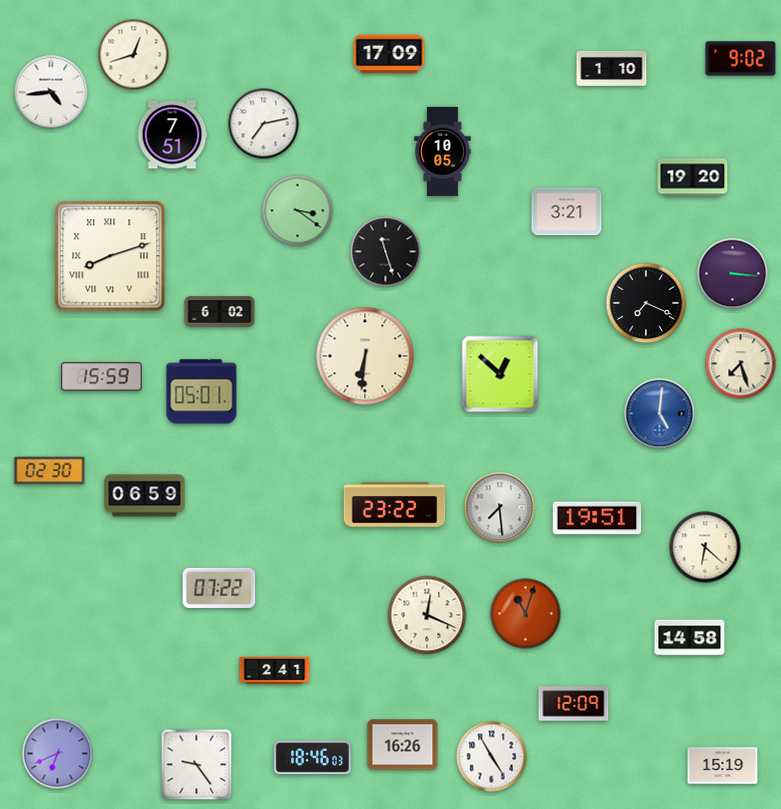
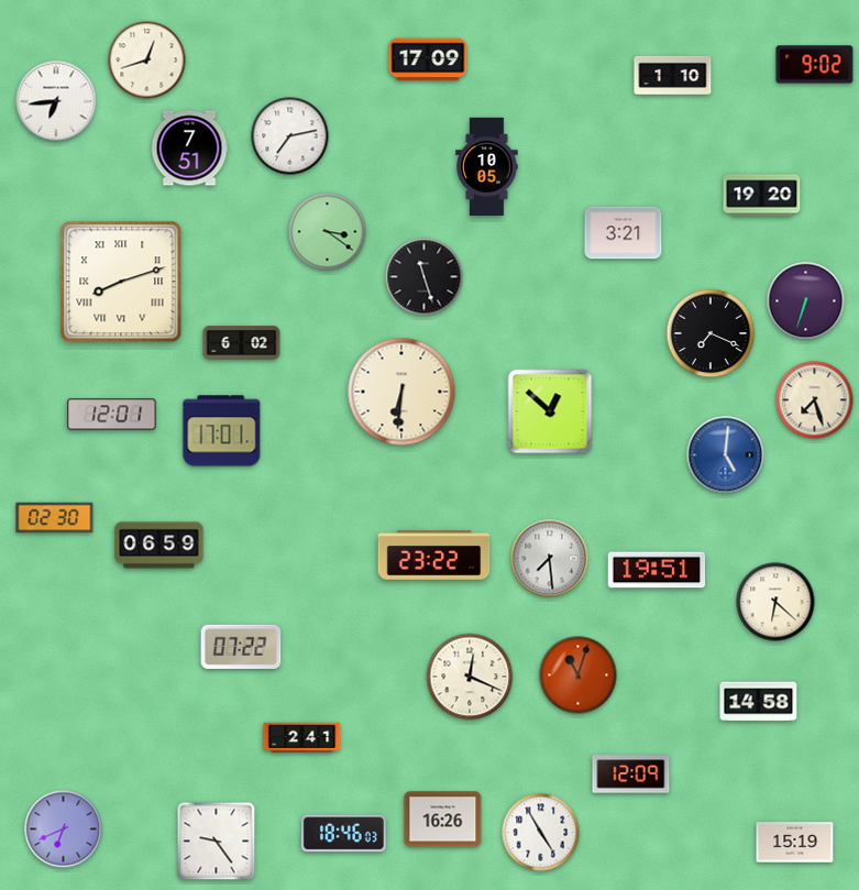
clock at (51, 92): 4:44 -> 6:44
clock at (733, 274): 3:16 -> 6:33
clock at (102, 377): 15:59 -> 12:01
clock at (202, 392): 05:01 -> 17:01
